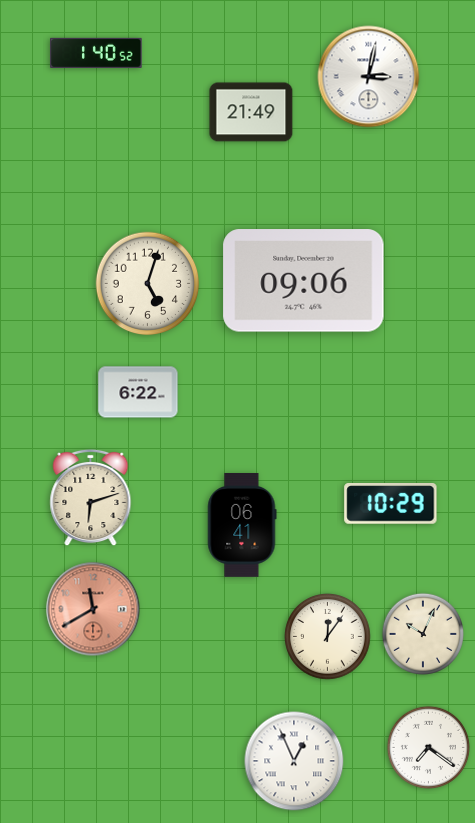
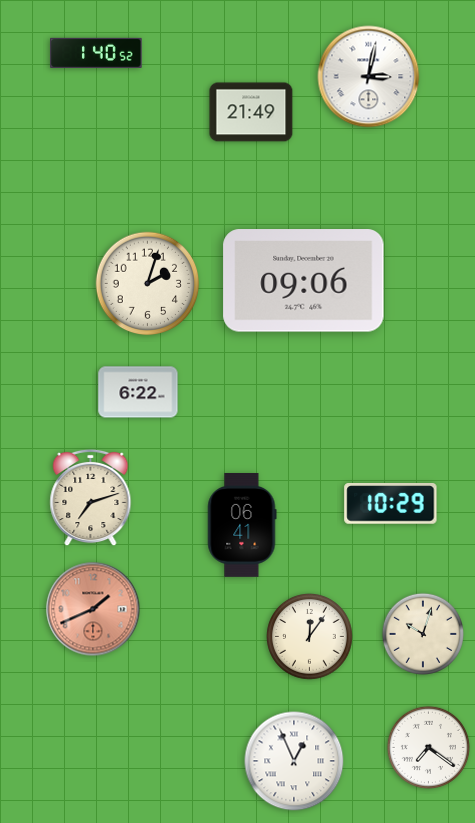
clock at (148, 284): 5:03 -> 2:03
clock at (91, 498): 6:12 -> 7:12
clock at (93, 609): 11:40 -> 1:41
clock at (422, 633): 10:04 -> 10:03
clock at (328, 637) position: (328, 637) -> (310, 637)
